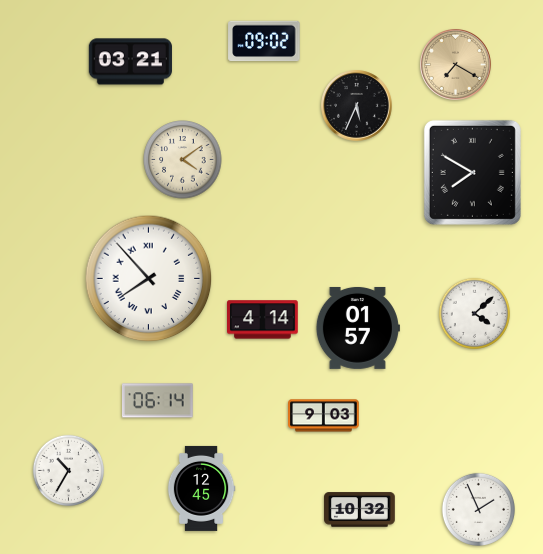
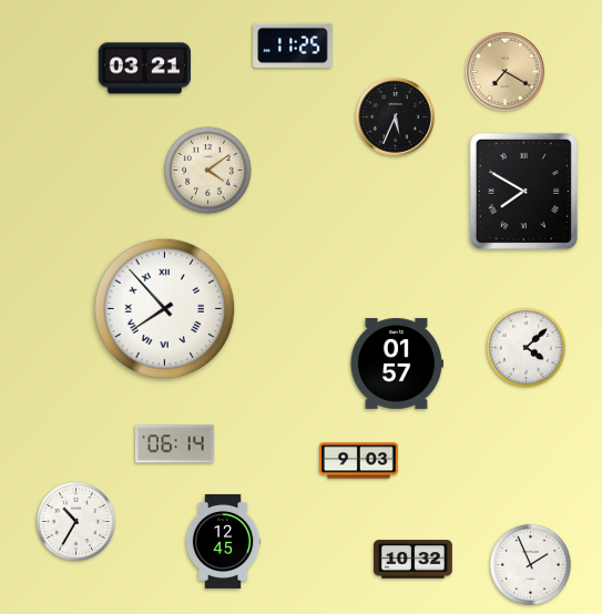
clock at (264, 41): 09:02 -> 11:25
clock at (183, 160) position: (183, 160) -> (208, 171)
clock at (263, 320): 4:14 -> none
clock at (360, 510) position: (360, 510) -> (414, 560)
